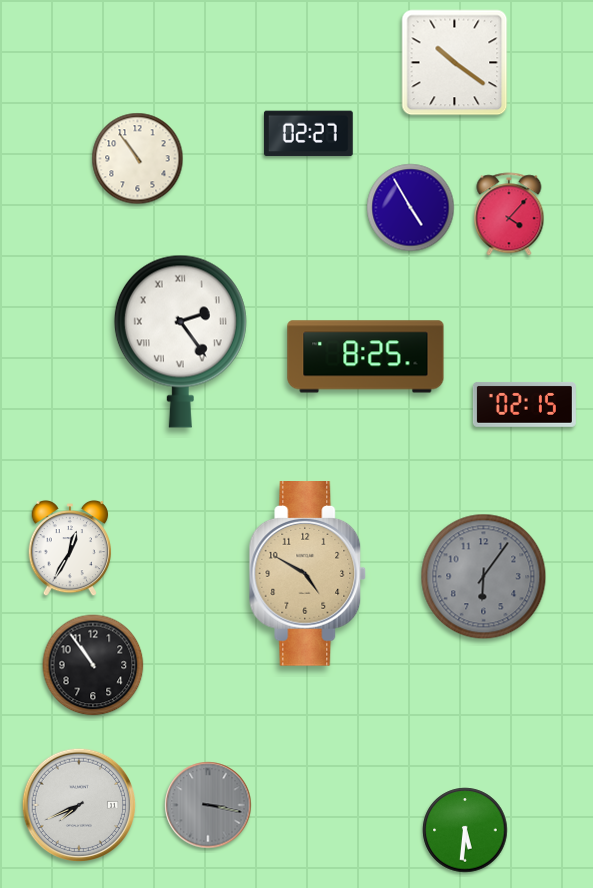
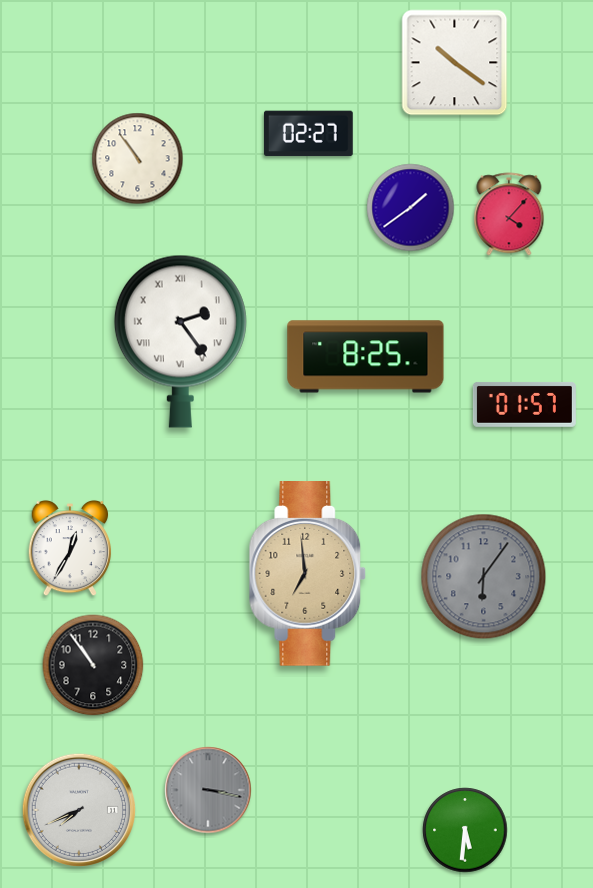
clock at (411, 208): 4:55 -> 1:39
clock at (524, 405): 02:15 -> 01:57
clock at (308, 574): 4:50 -> 6:59
clock at (79, 805) position: (79, 805) -> (79, 810)
clock at (208, 805) position: (208, 805) -> (208, 790)
